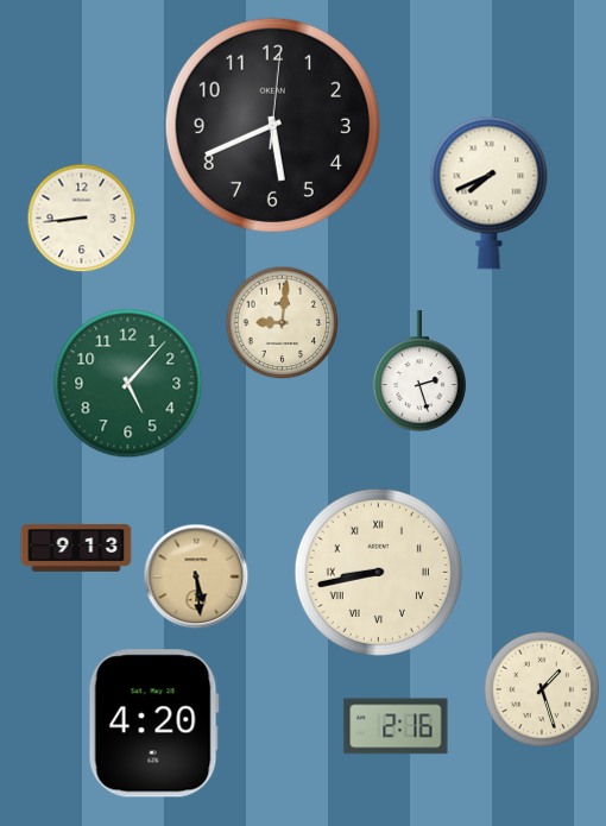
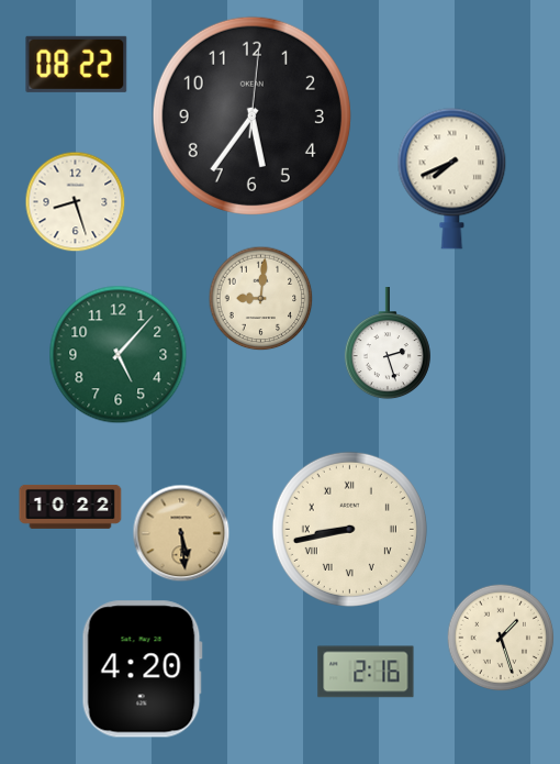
clock at (77, 64): none -> 08:22
clock at (272, 125): 5:41 -> 5:36
clock at (82, 219): 8:44 -> 8:27
clock at (76, 548): 9:13 -> 10:22
